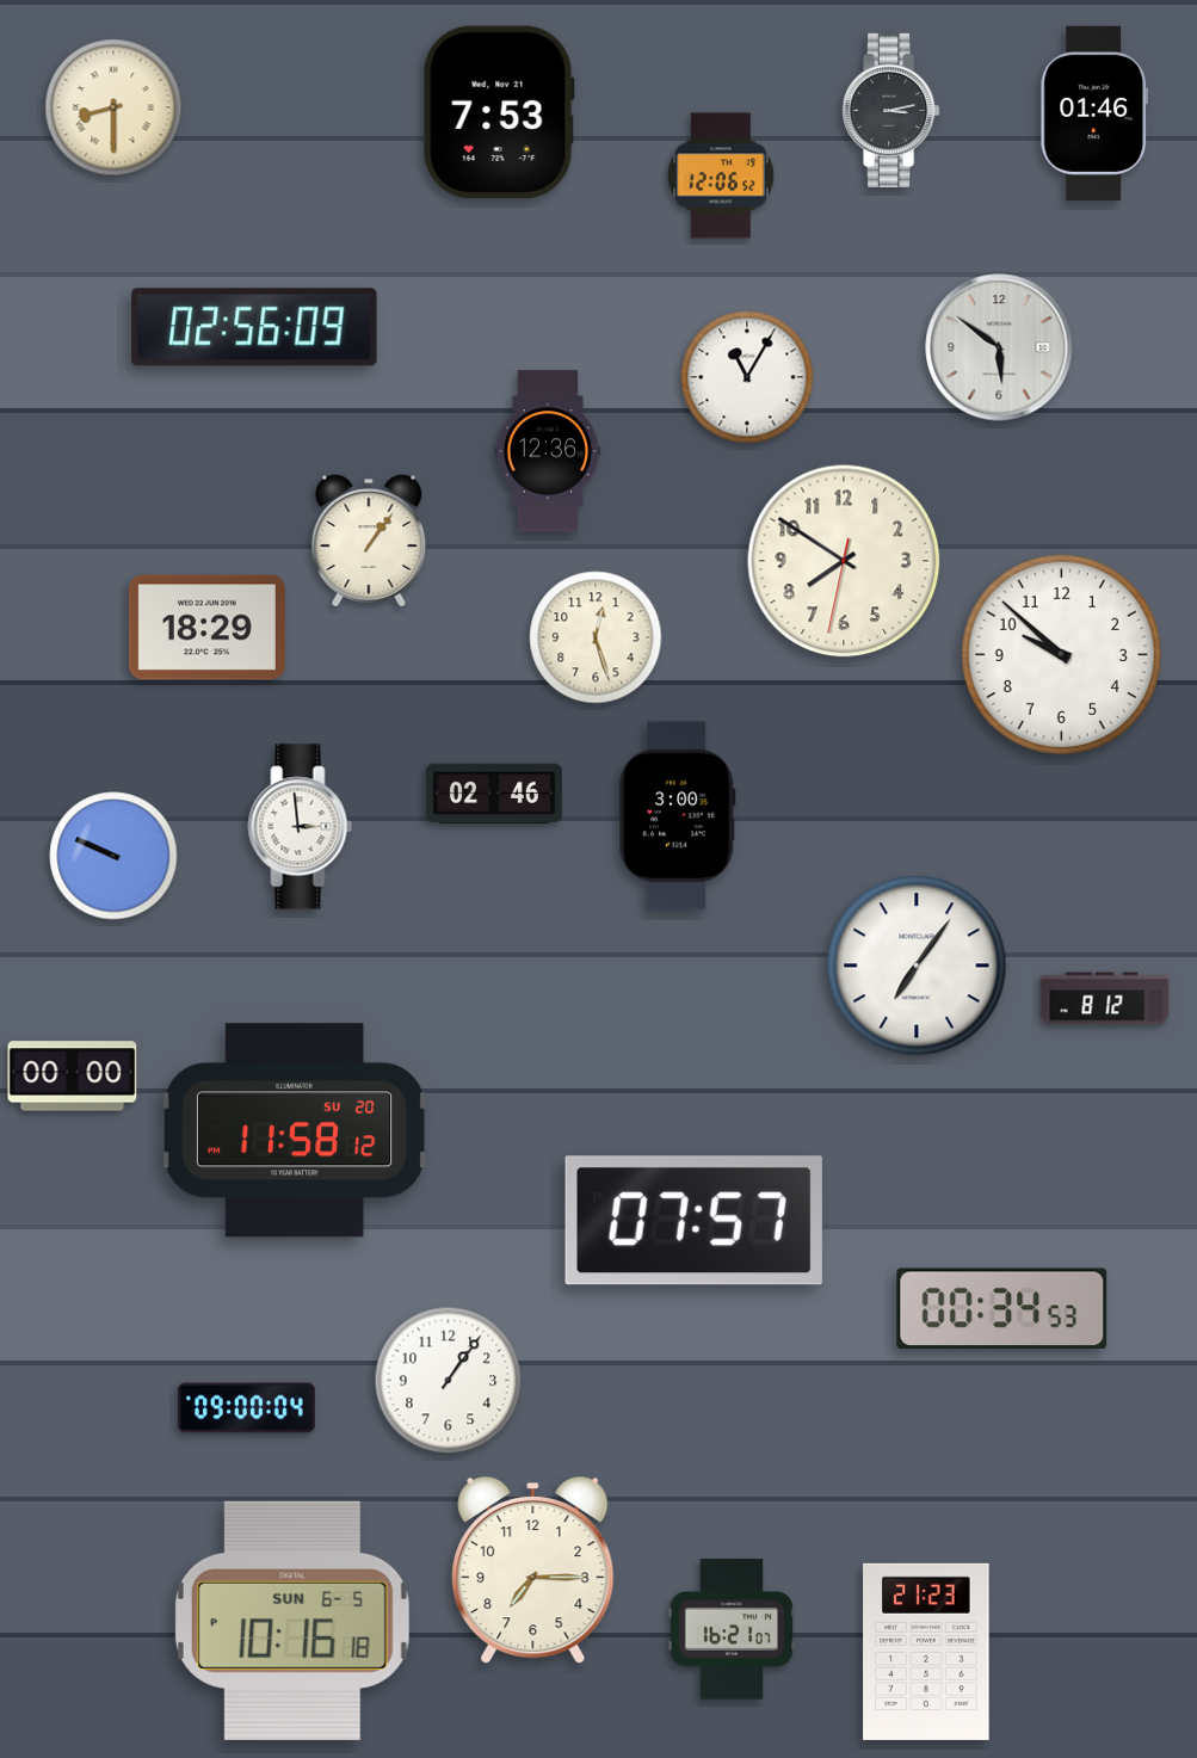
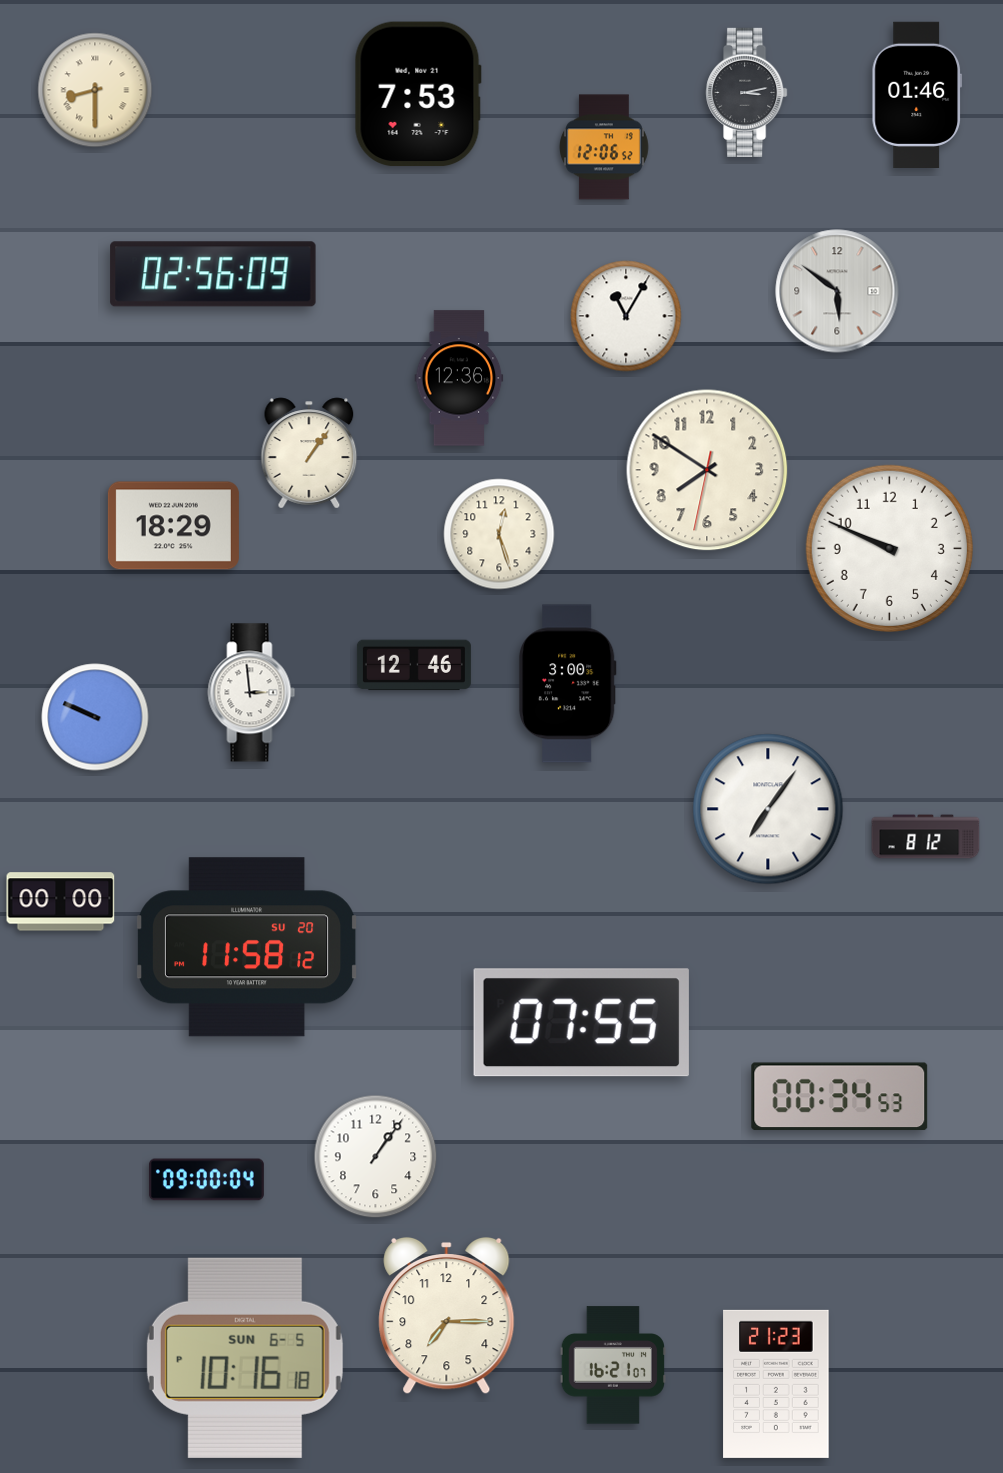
clock at (1061, 654): 9:52 -> 9:49
clock at (494, 794): 02:46 -> 12:46
clock at (693, 1221): 07:57 -> 07:55
